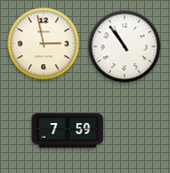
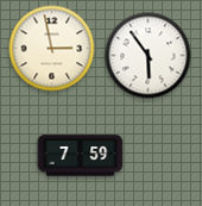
clock at (44, 44) position: (44, 44) -> (52, 49)
clock at (125, 47): 10:54 -> 5:54
